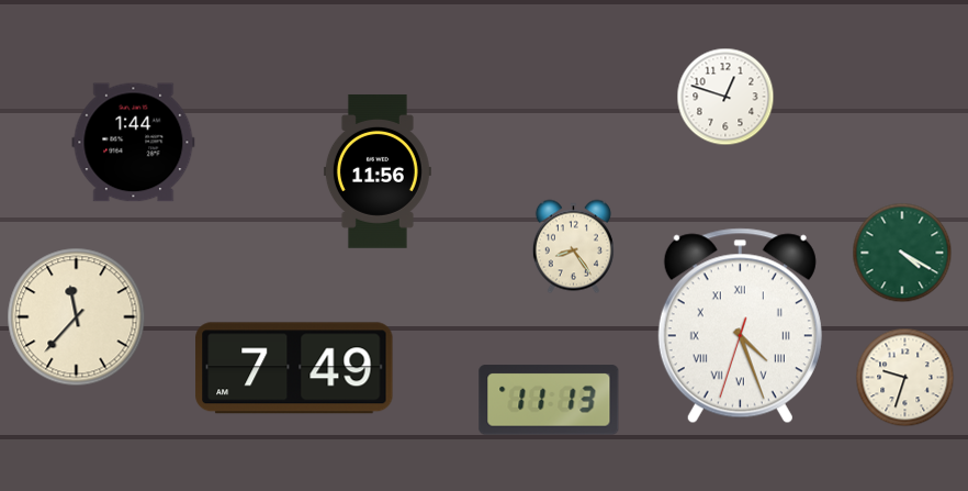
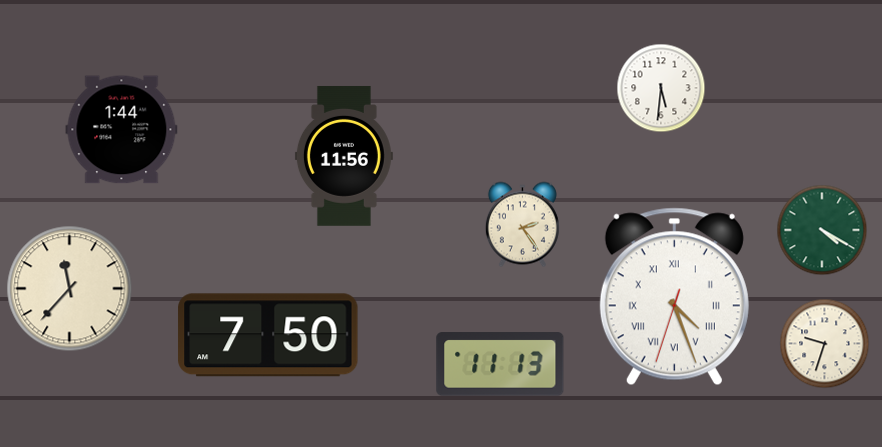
clock at (725, 97): 12:48 -> 5:31
clock at (573, 247): 8:24 -> 2:24
clock at (294, 368): 7:49 -> 7:50
